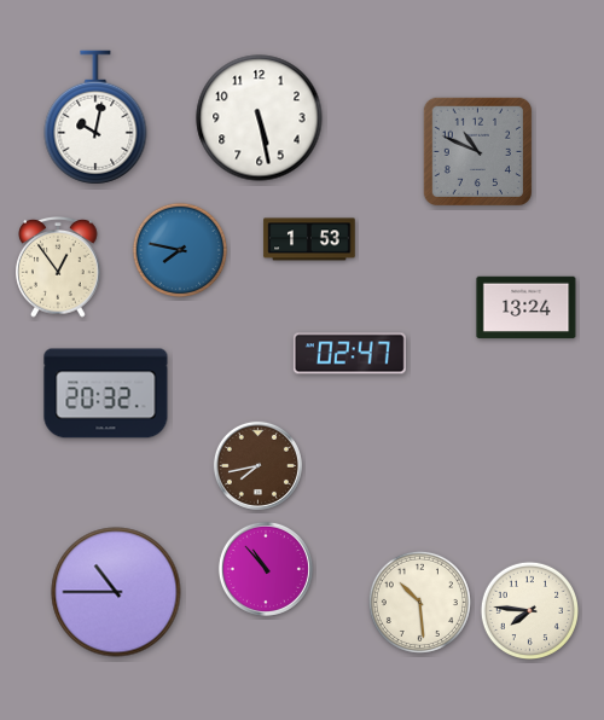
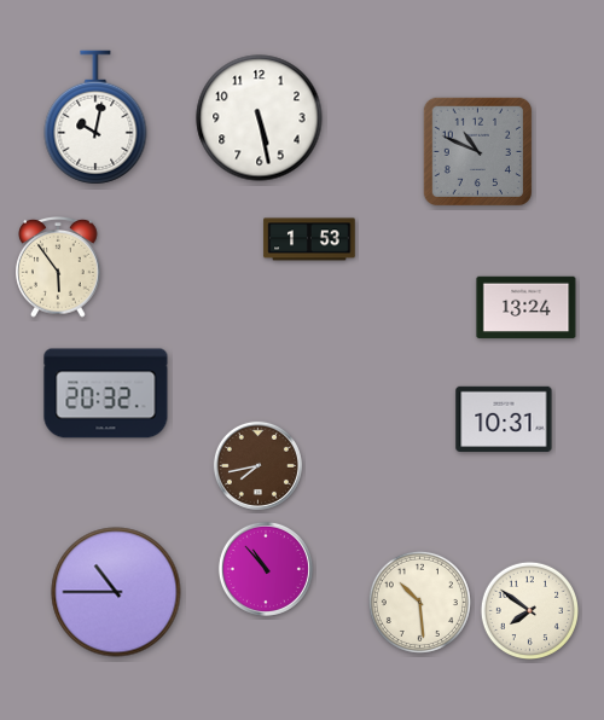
clock at (180, 250): 7:47 -> none
clock at (58, 268): 12:54 -> 5:54
clock at (349, 354): 02:47 -> none
clock at (504, 419): none -> 10:31
clock at (529, 610): 7:46 -> 7:51
